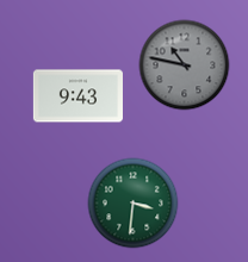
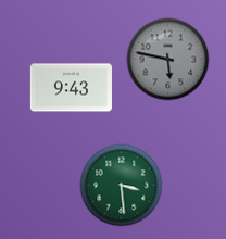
clock at (185, 65): 10:47 -> 5:47
clock at (134, 204): 3:31 -> 3:29
